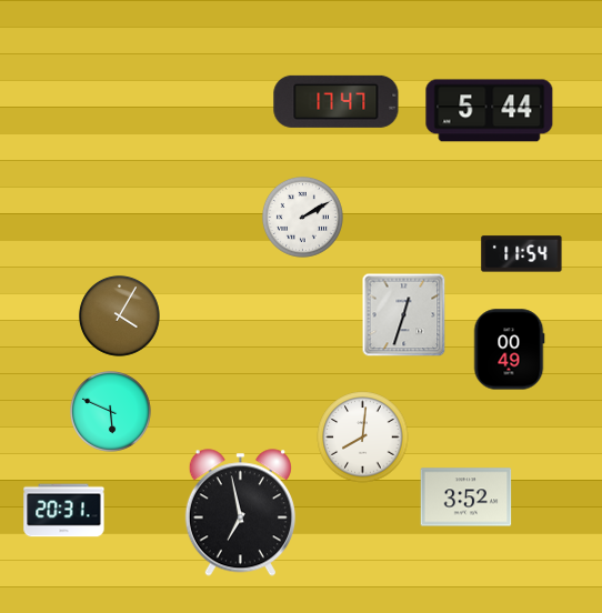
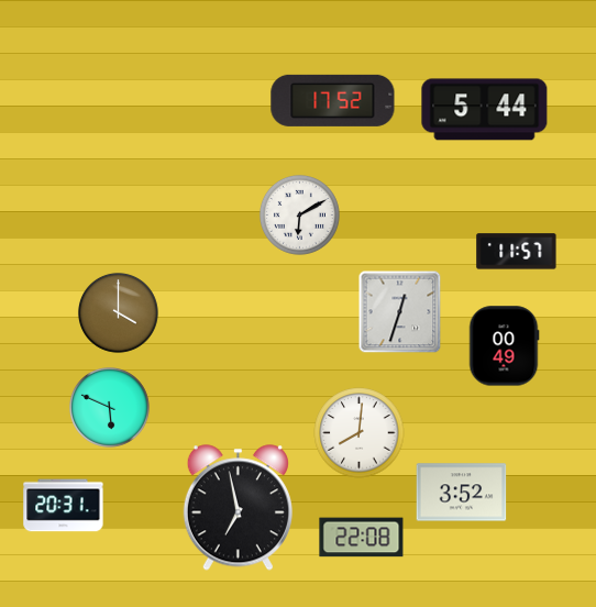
clock at (337, 101): 17:47 -> 17:52
clock at (302, 217): 2:10 -> 6:10
clock at (522, 254): 11:54 -> 11:57
clock at (119, 315): 4:05 -> 4:00
clock at (362, 538): none -> 22:08
